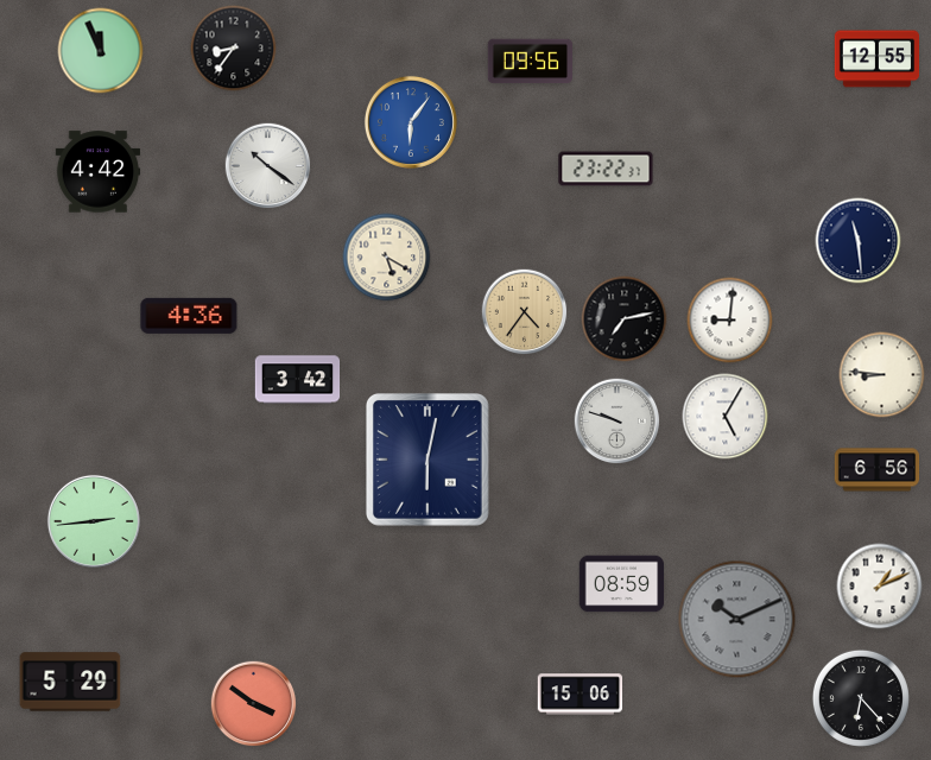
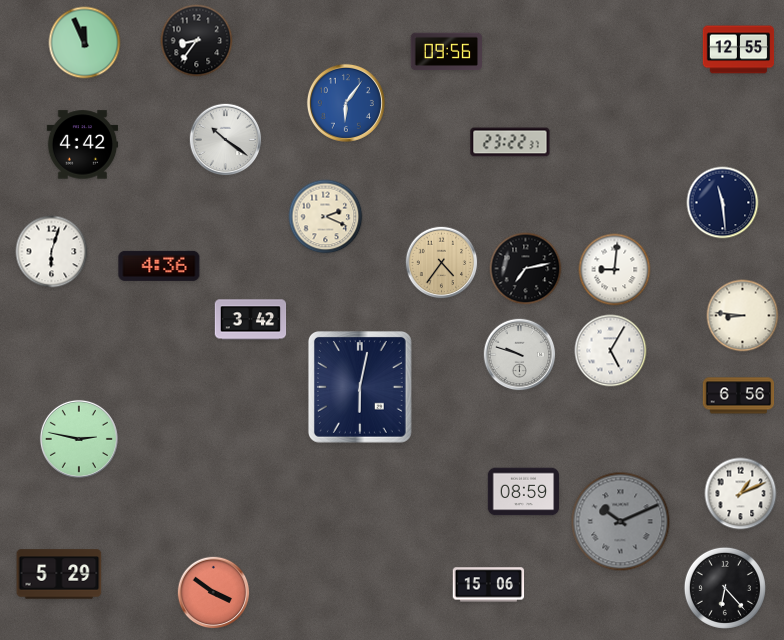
clock at (387, 258): 5:20 -> 2:19
clock at (52, 252): none -> 6:03
clock at (94, 521): 2:44 -> 2:47
